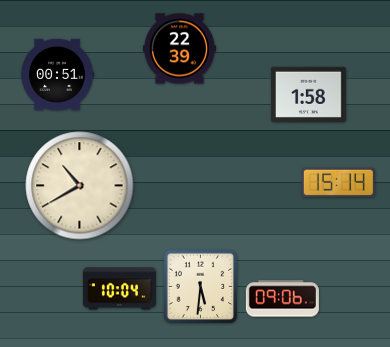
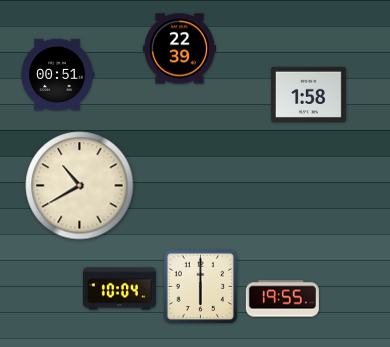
clock at (338, 182): 15:14 -> none
clock at (201, 287): 5:31 -> 6:00
clock at (282, 299): 09:06 -> 19:55
